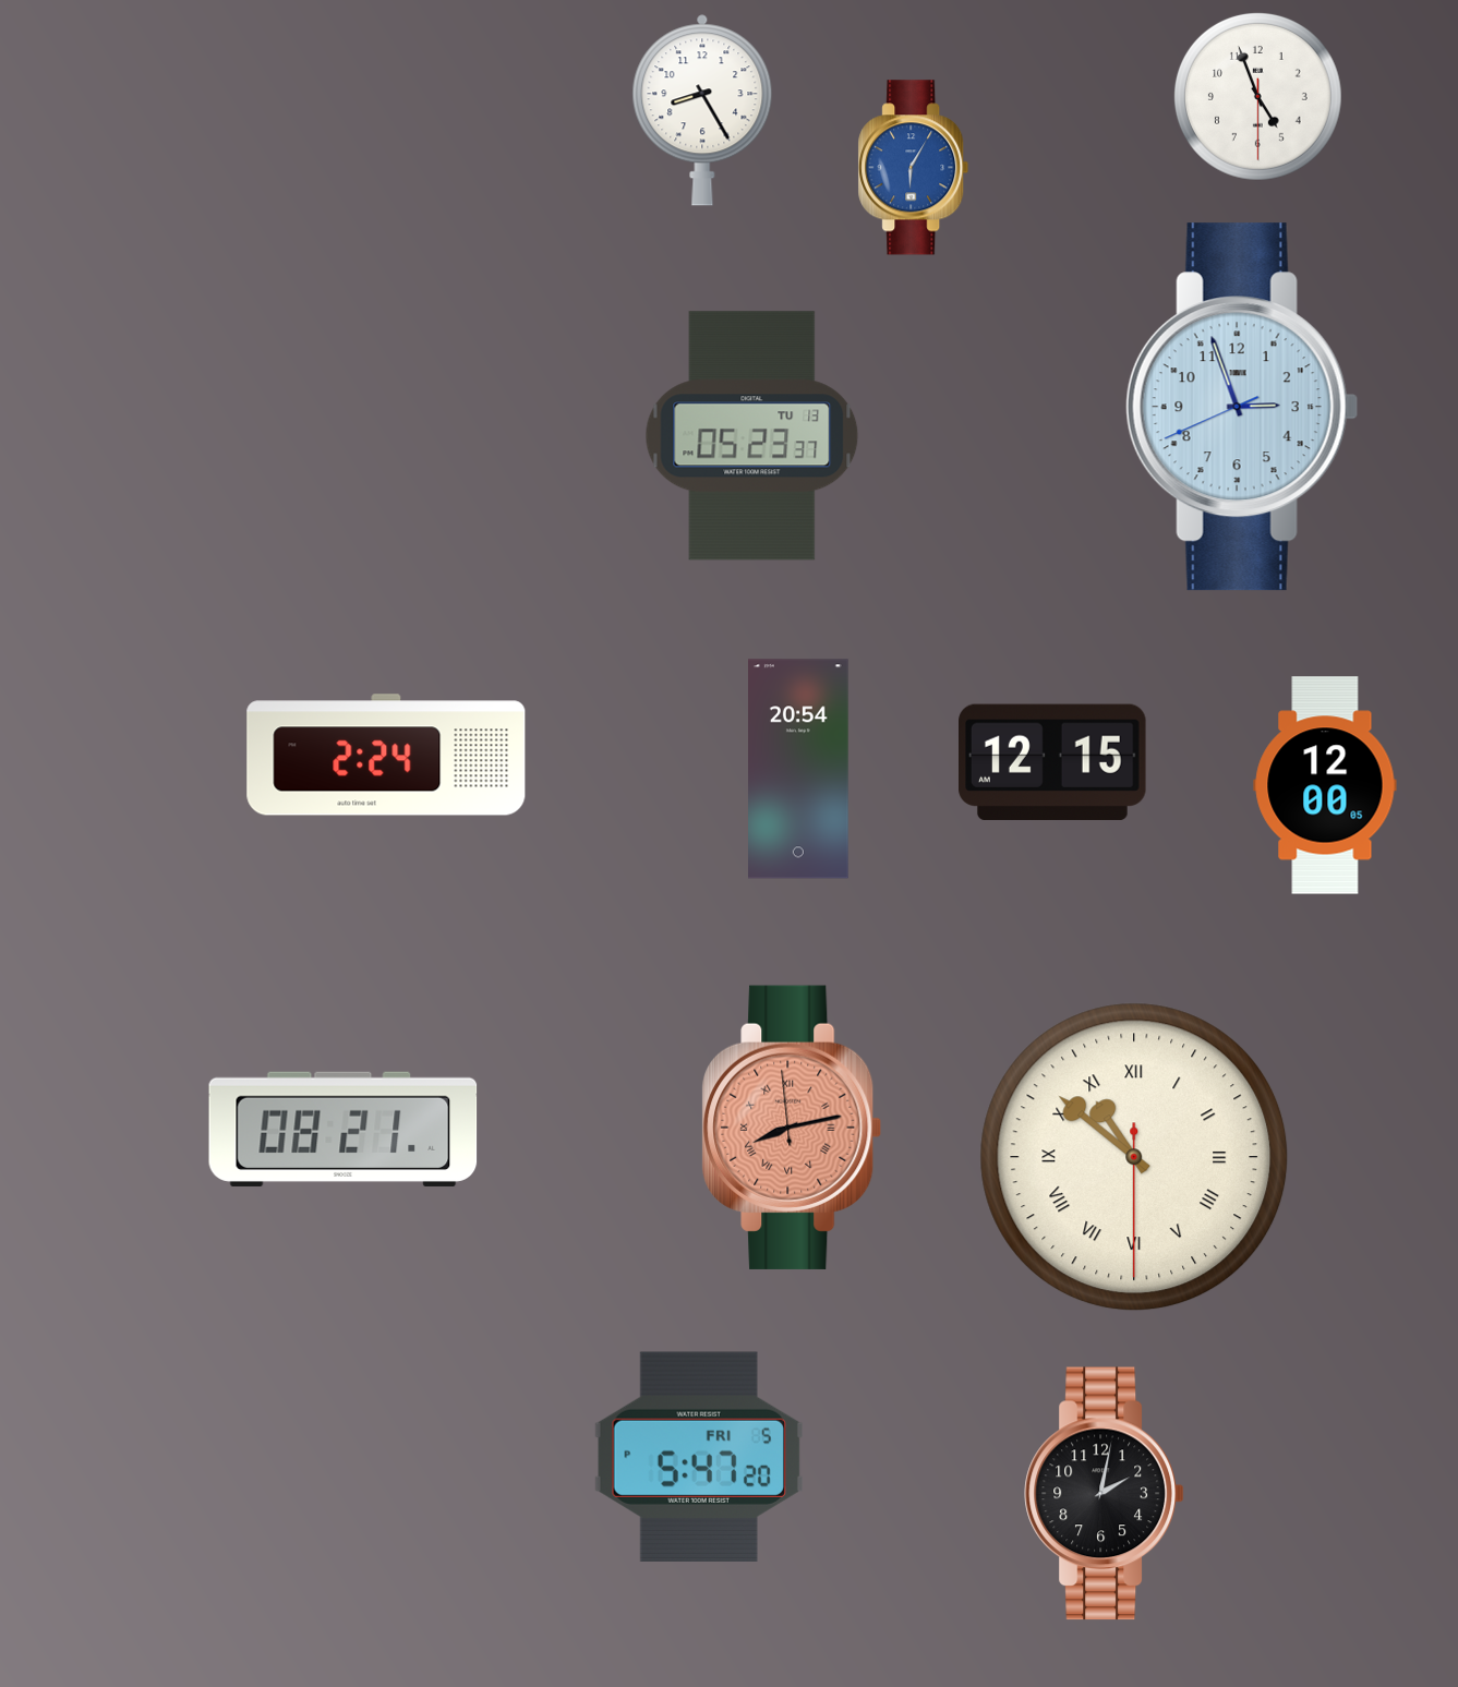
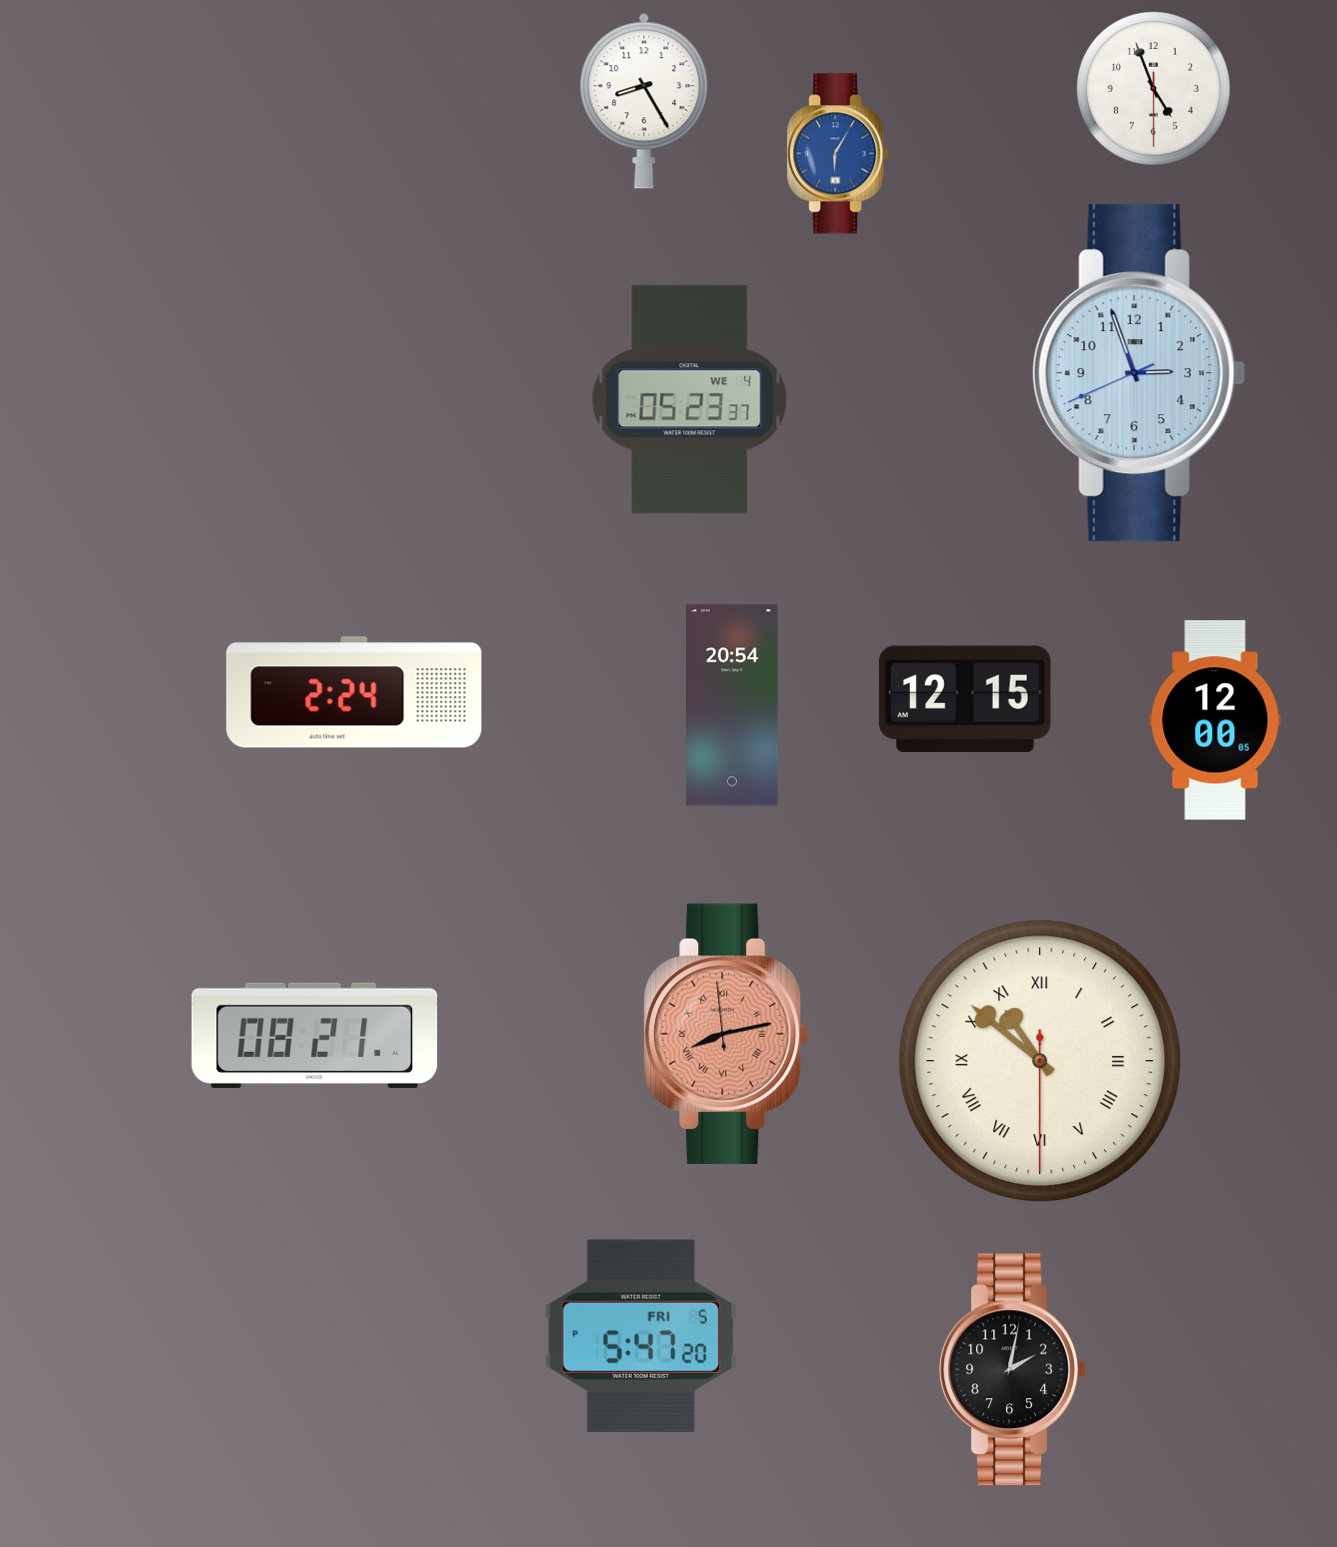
clock at (752, 436) date: TU 13 -> WE 4
